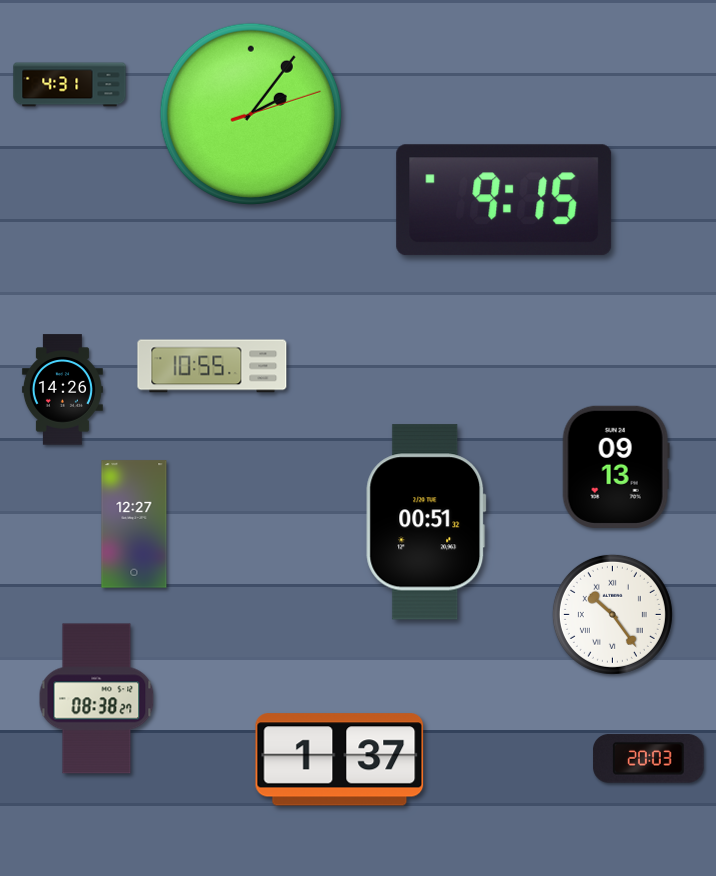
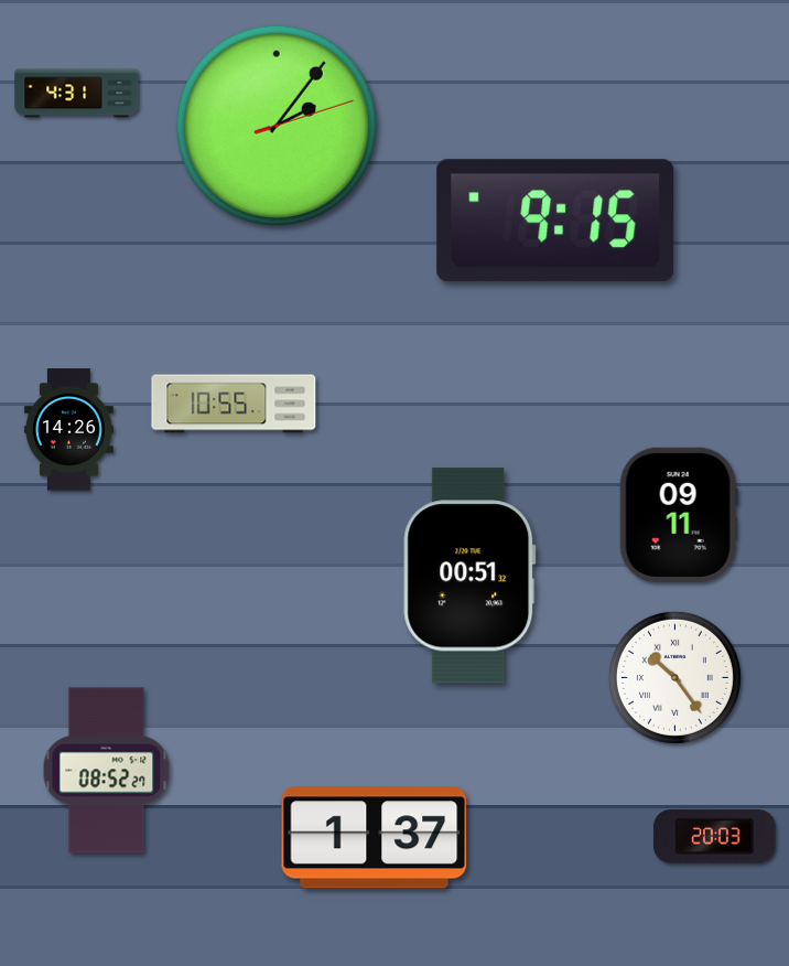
clock at (616, 467): 09:13 -> 09:11
clock at (134, 524): 12:27 -> none
clock at (97, 699): 08:38 -> 08:52
